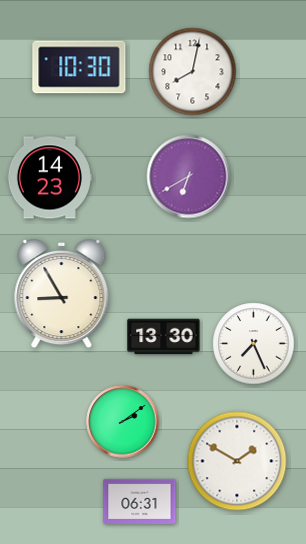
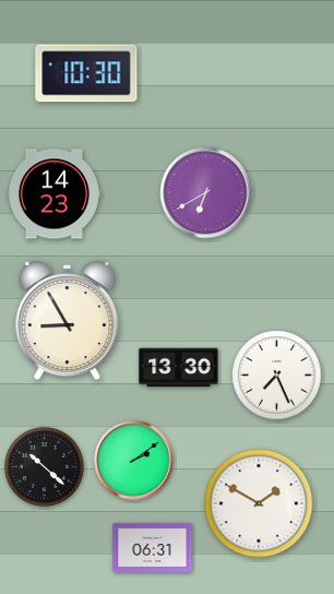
clock at (193, 72): 8:02 -> none
clock at (44, 466): none -> 10:22
